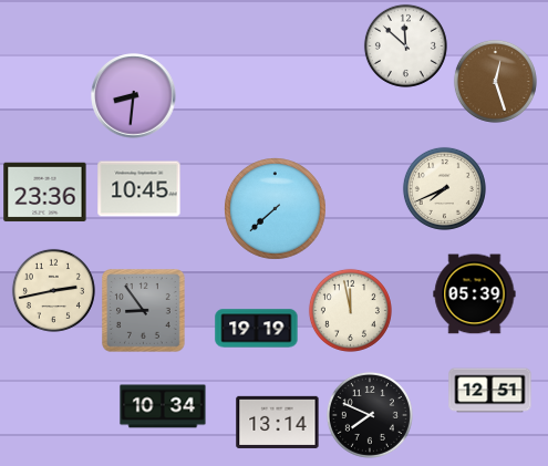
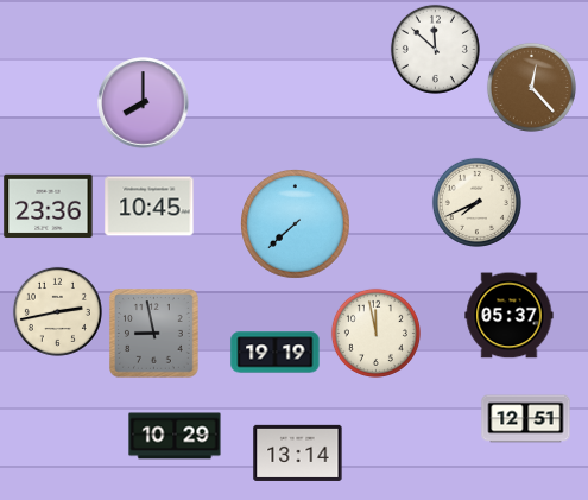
clock at (495, 81): 12:27 -> 12:23
clock at (134, 96): 8:31 -> 8:00
clock at (139, 189) position: (139, 189) -> (150, 207)
clock at (475, 294): 05:39 -> 05:37
clock at (144, 311): 8:54 -> 8:58
clock at (163, 406): 10:34 -> 10:29
clock at (370, 415): 7:49 -> none
